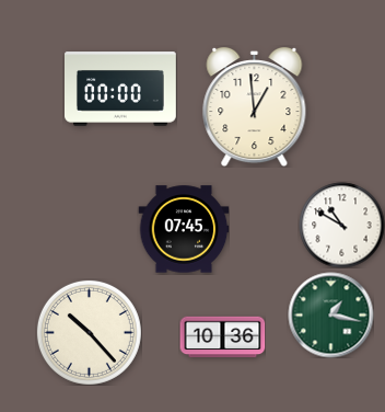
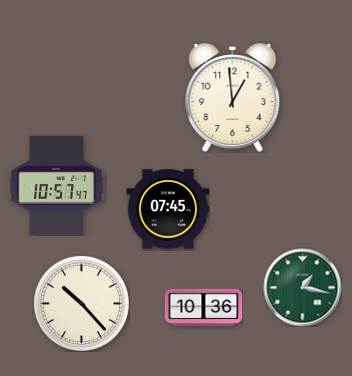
clock at (121, 89): 00:00 -> none
clock at (57, 185): none -> 10:57
clock at (341, 225): 10:50 -> none
